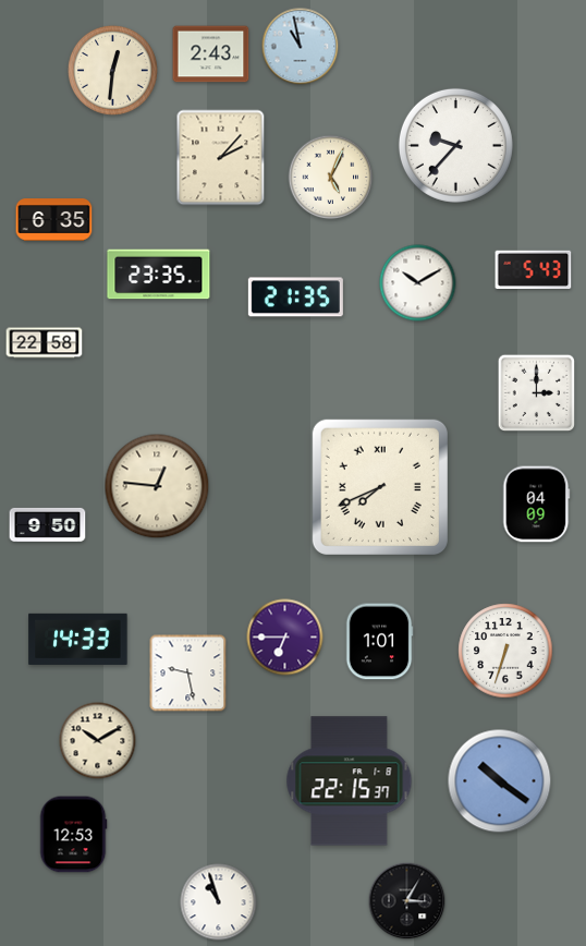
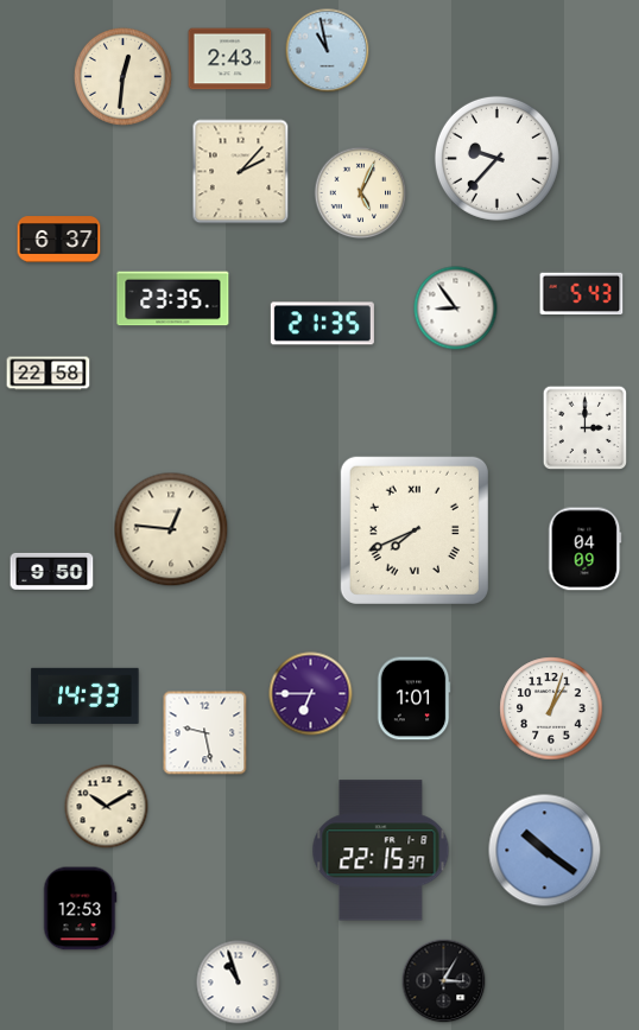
clock at (54, 220): 6:35 -> 6:37
clock at (418, 283): 10:10 -> 8:54
clock at (505, 651): 6:33 -> 1:03
